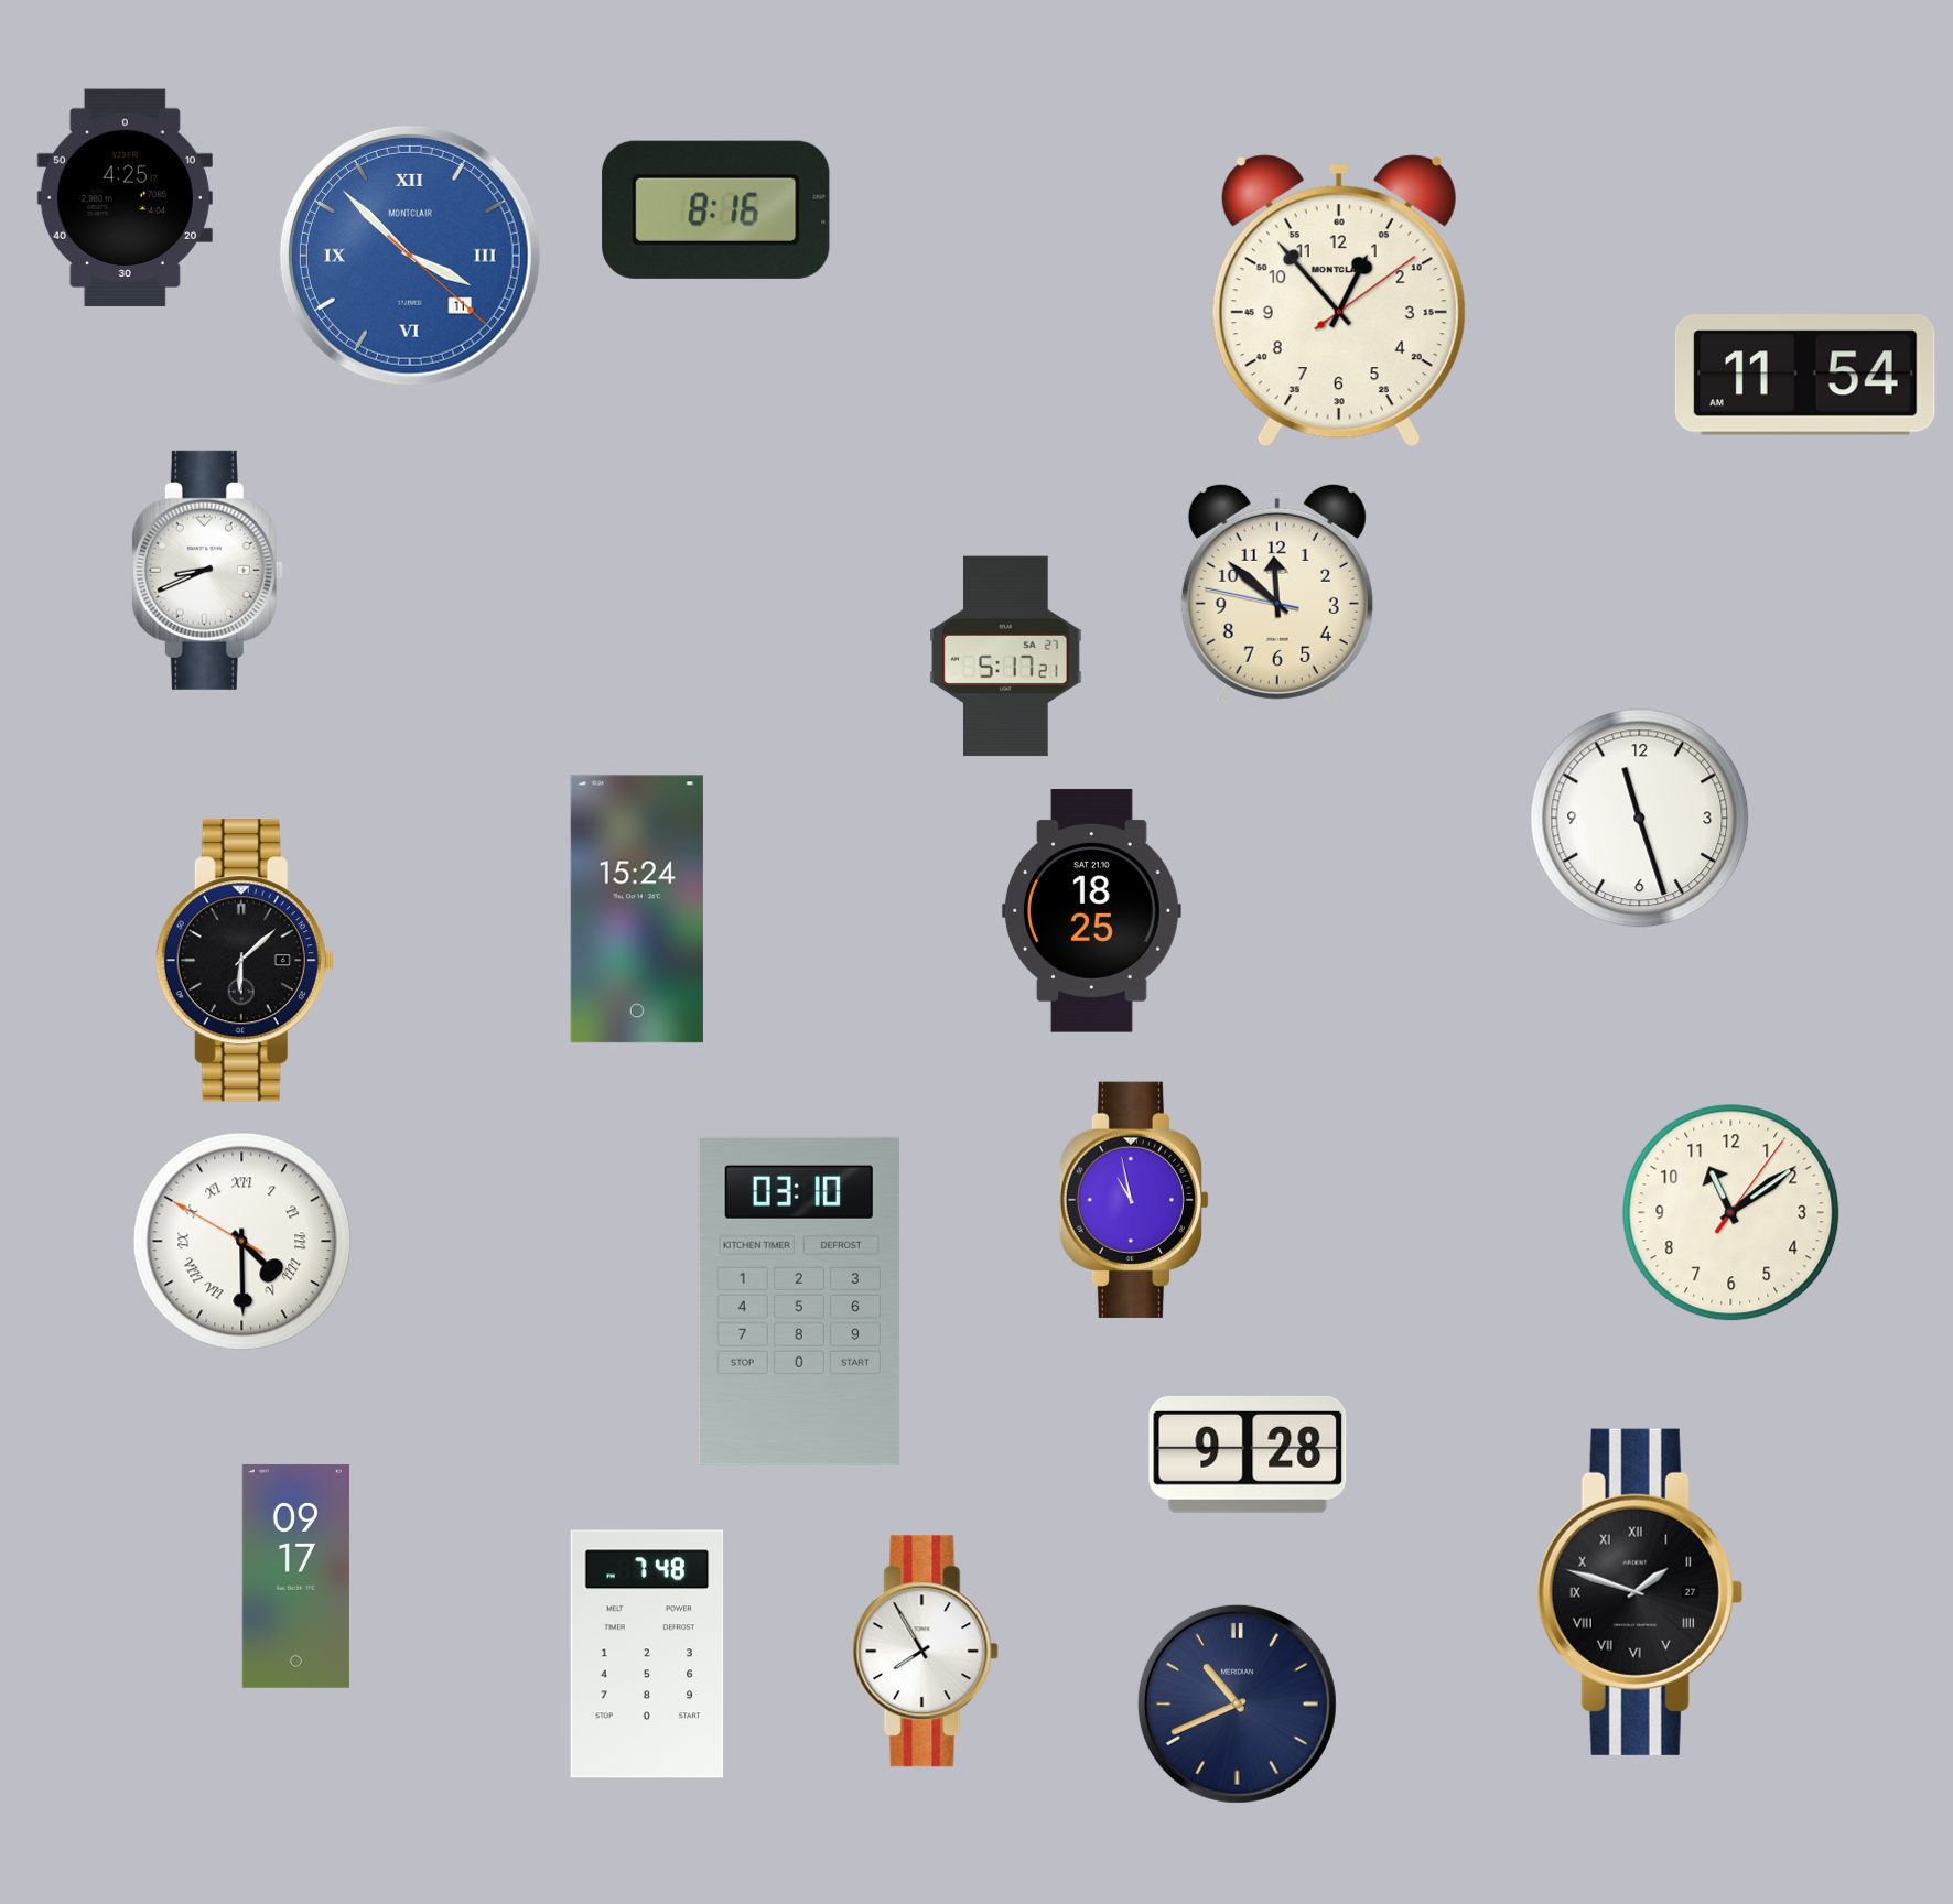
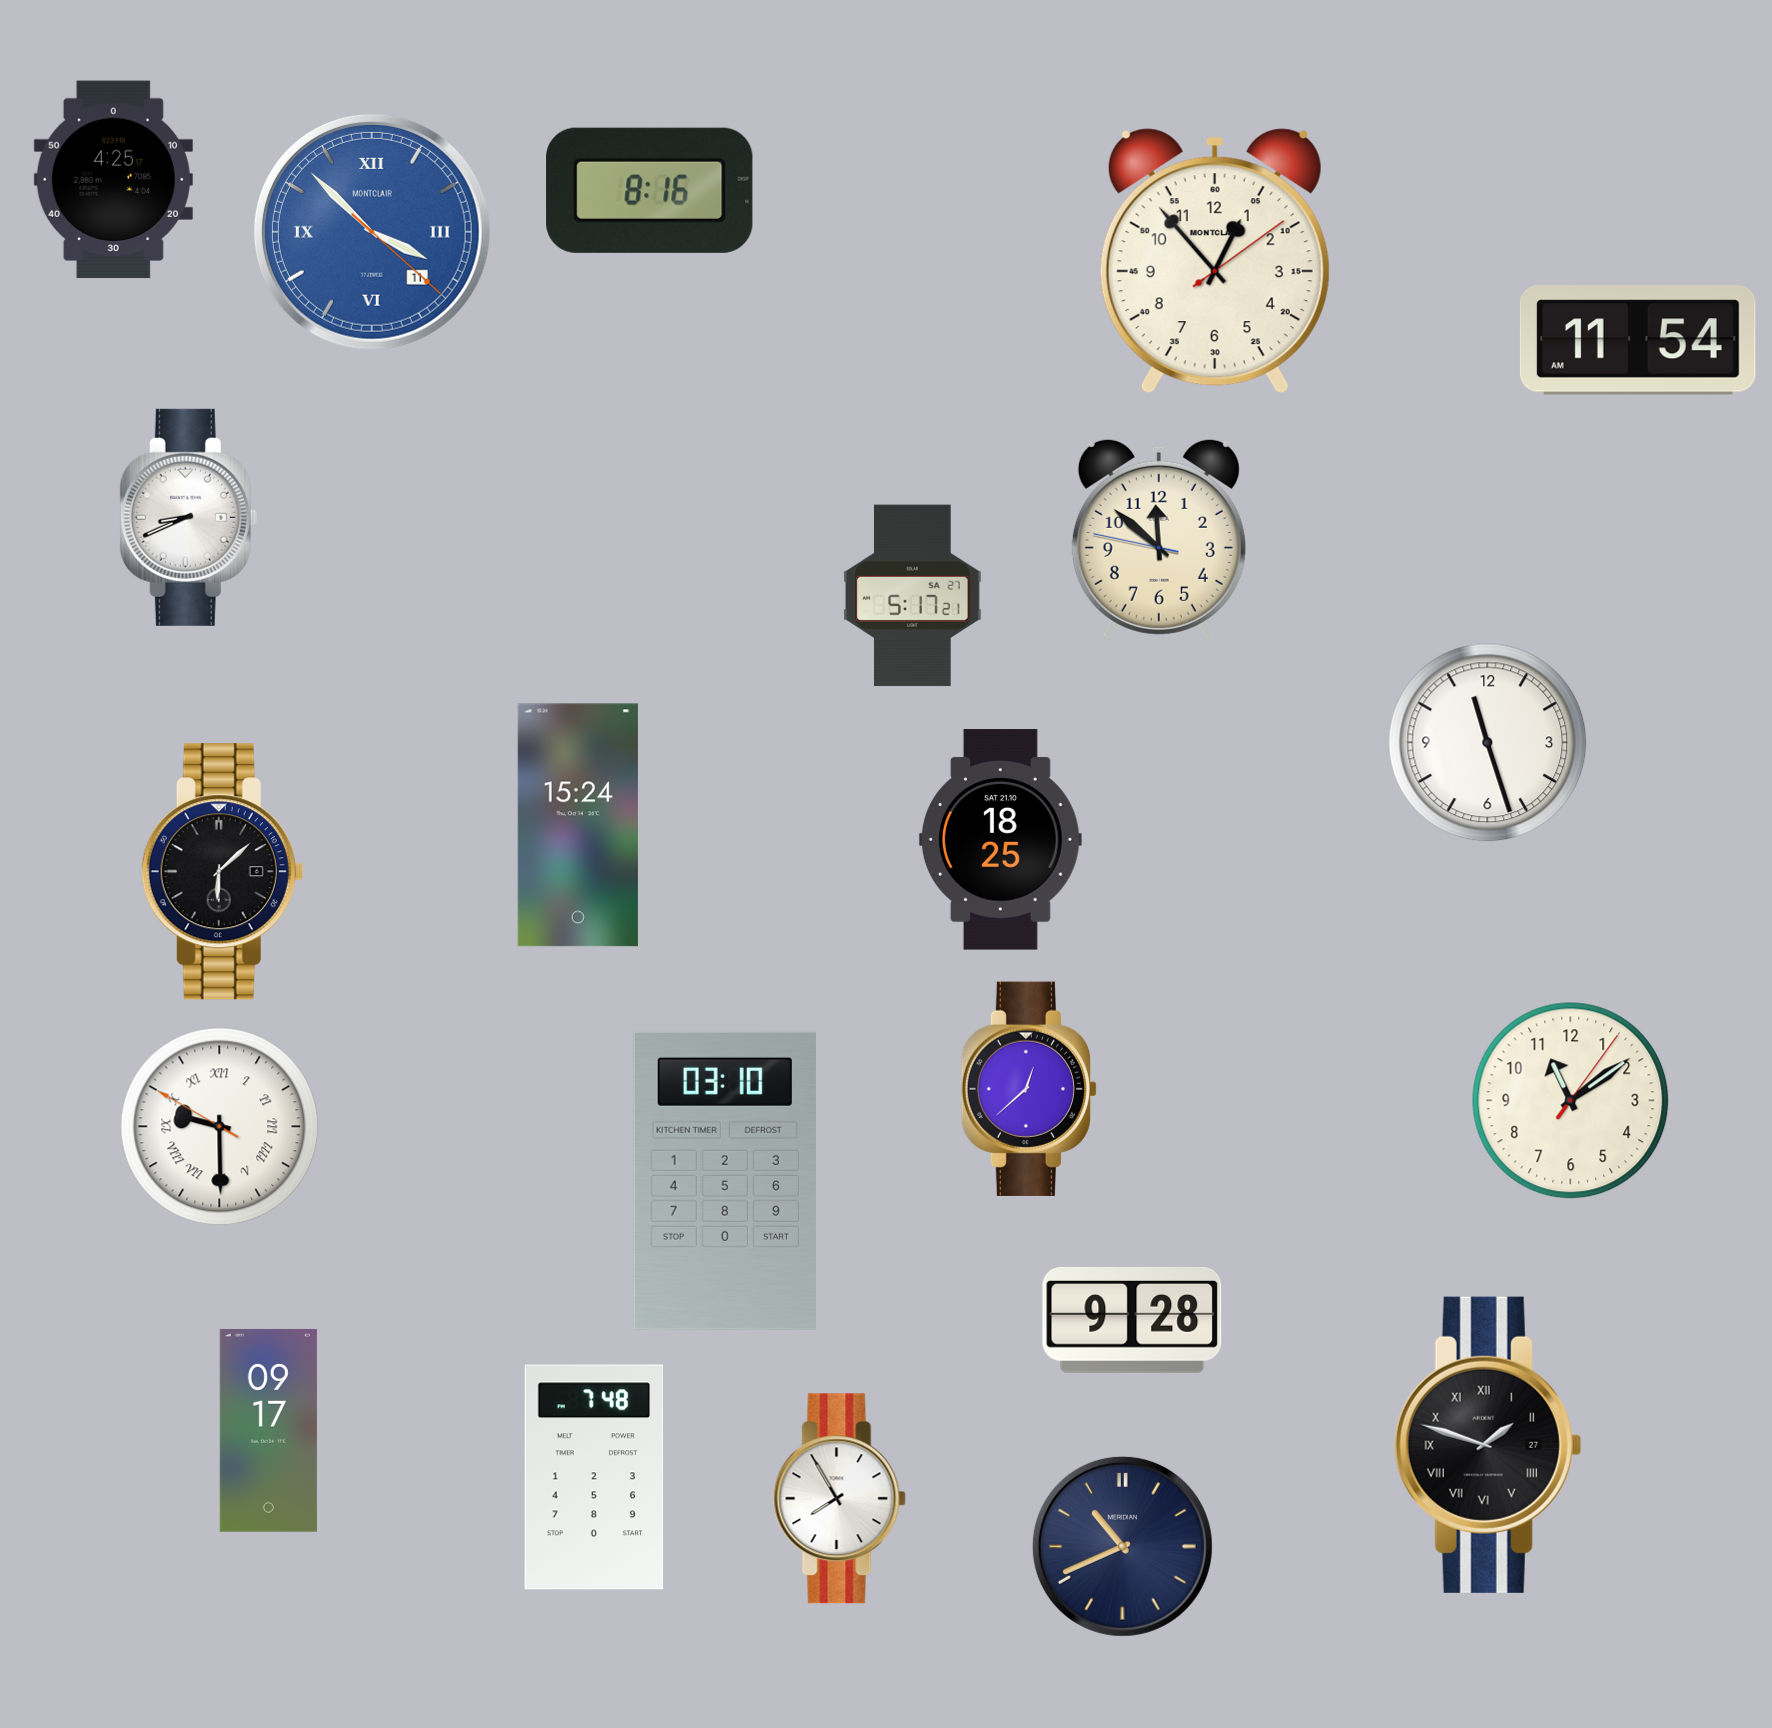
clock at (1339, 301) position: (1339, 301) -> (1215, 261)
clock at (1091, 911) position: (1091, 911) -> (1000, 840)
clock at (1134, 1200): 10:58 -> 12:38
clock at (242, 1242): 4:29 -> 9:29
clock at (647, 1654) position: (647, 1654) -> (594, 1477)
